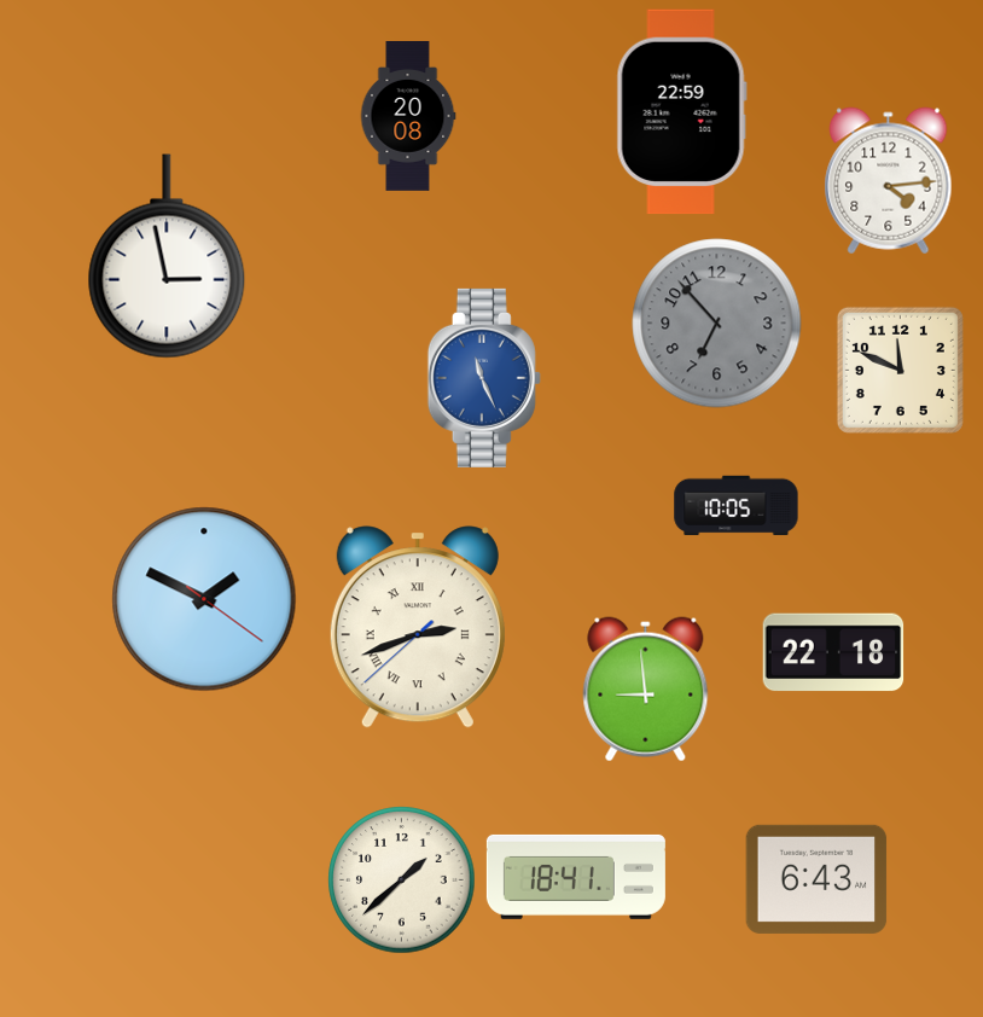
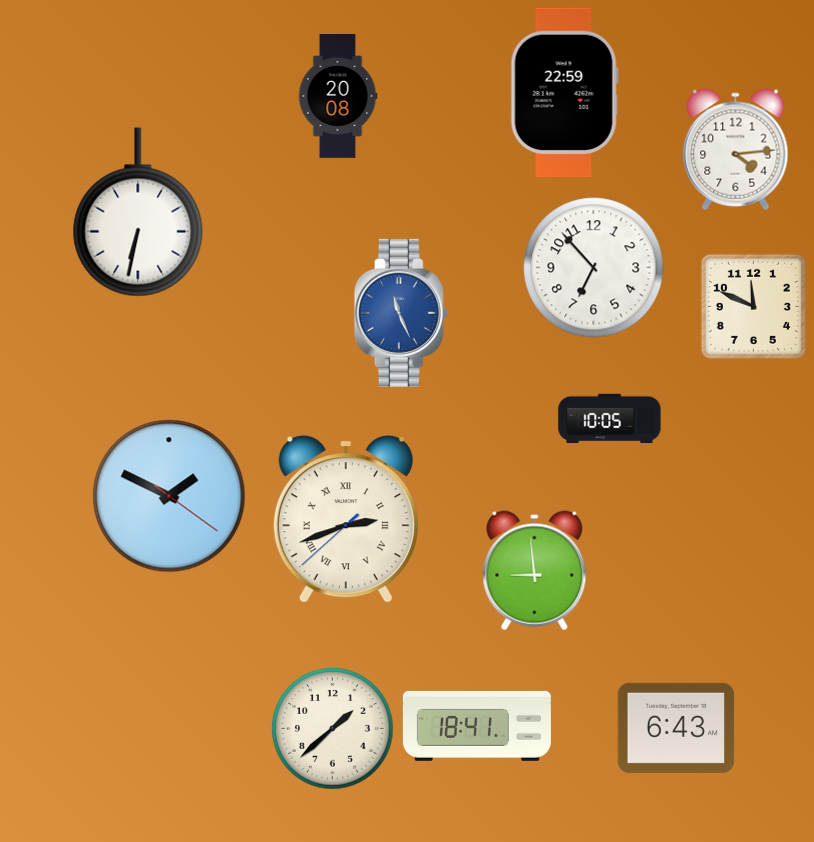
clock at (167, 256): 2:58 -> 6:32
clock at (717, 324) dial: grey -> white
clock at (900, 370) position: (900, 370) -> (753, 306)
clock at (833, 652): 22:18 -> none
